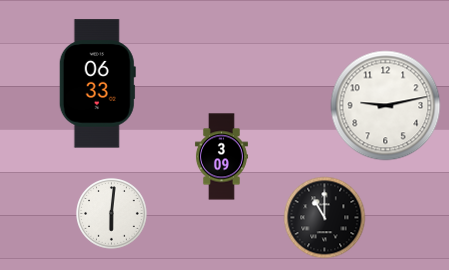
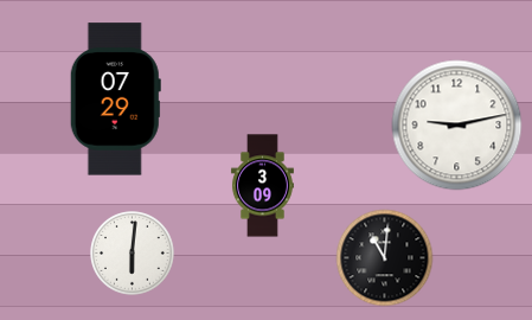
clock at (97, 84): 06:33 -> 07:29
clock at (325, 218): 11:00 -> 11:01
